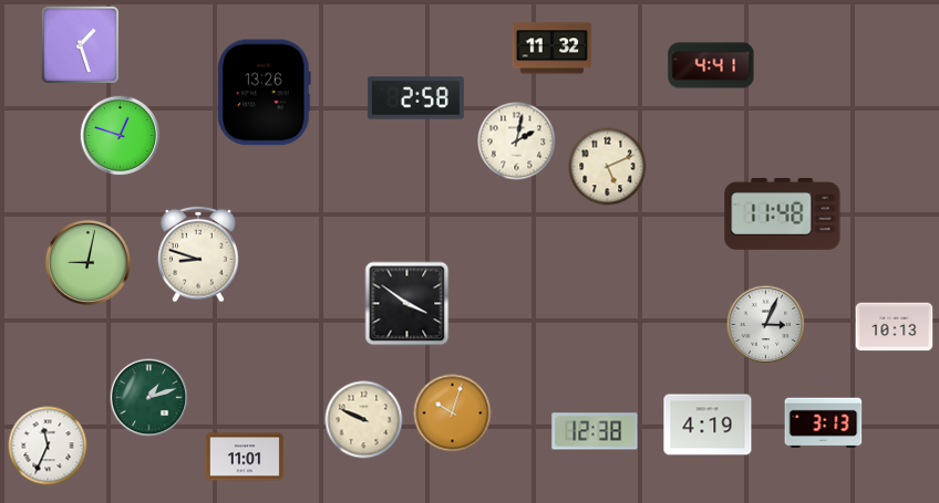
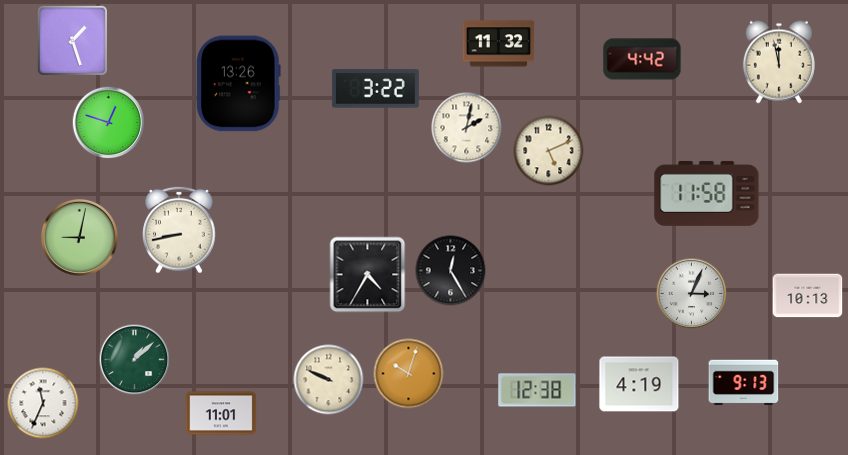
clock at (711, 65): 4:41 -> 4:42
clock at (779, 62): none -> 11:58
clock at (415, 98): 2:58 -> 3:22
clock at (783, 213): 11:48 -> 11:58
clock at (198, 254): 8:48 -> 8:43
clock at (451, 271): none -> 12:25
clock at (407, 304): 3:51 -> 4:35
clock at (149, 398): 1:12 -> 1:08
clock at (824, 423): 3:13 -> 9:13
